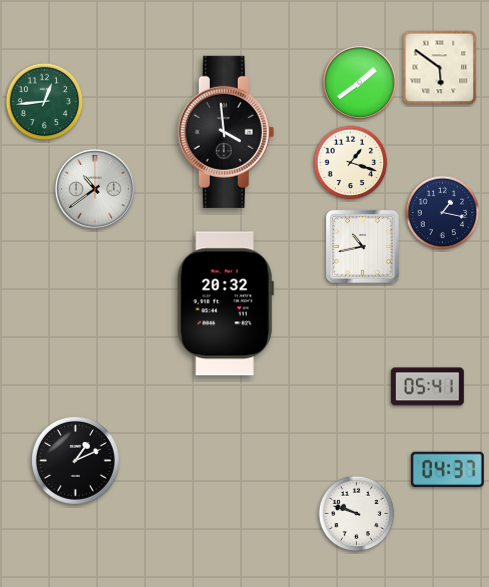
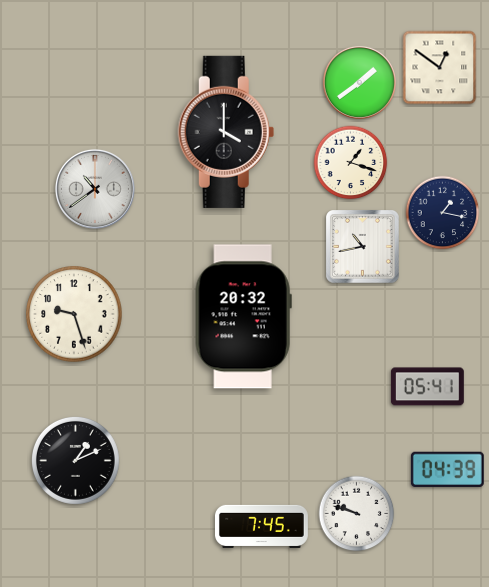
clock at (440, 68): 5:51 -> 12:51
clock at (45, 102): 12:44 -> none
clock at (226, 132): 3:59 -> 4:00
clock at (225, 304) position: (225, 304) -> (243, 317)
clock at (74, 314): none -> 9:27
clock at (447, 469): 04:37 -> 04:39
clock at (261, 526): none -> 7:45
